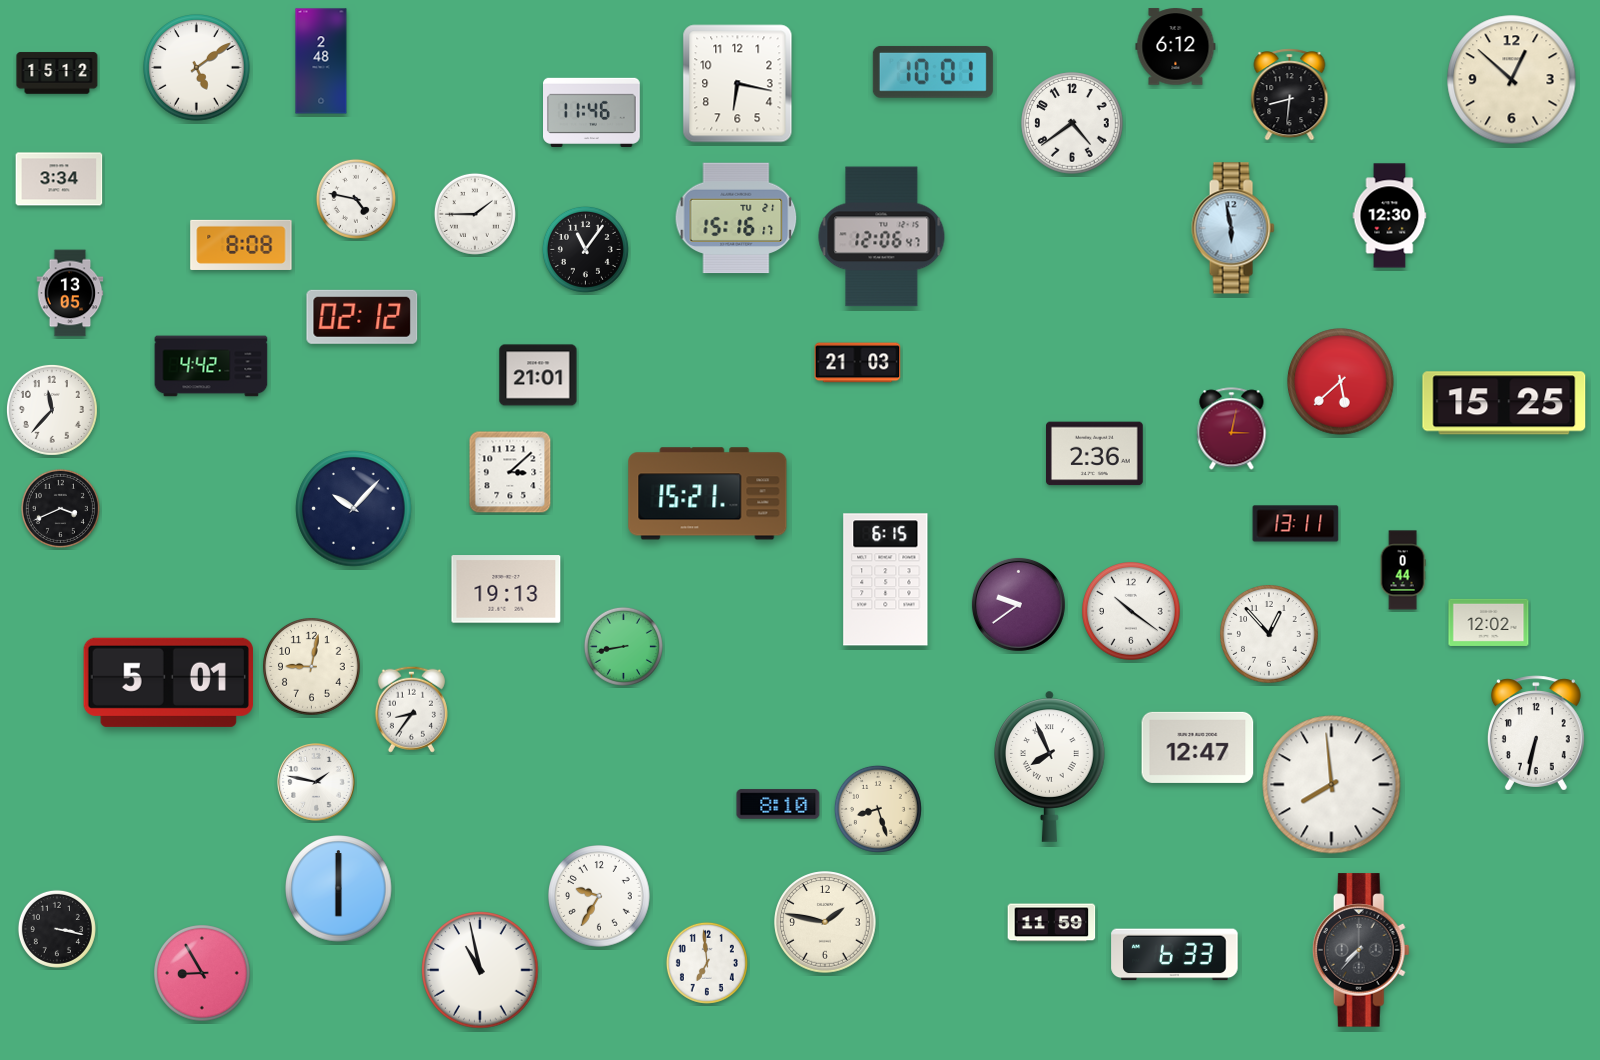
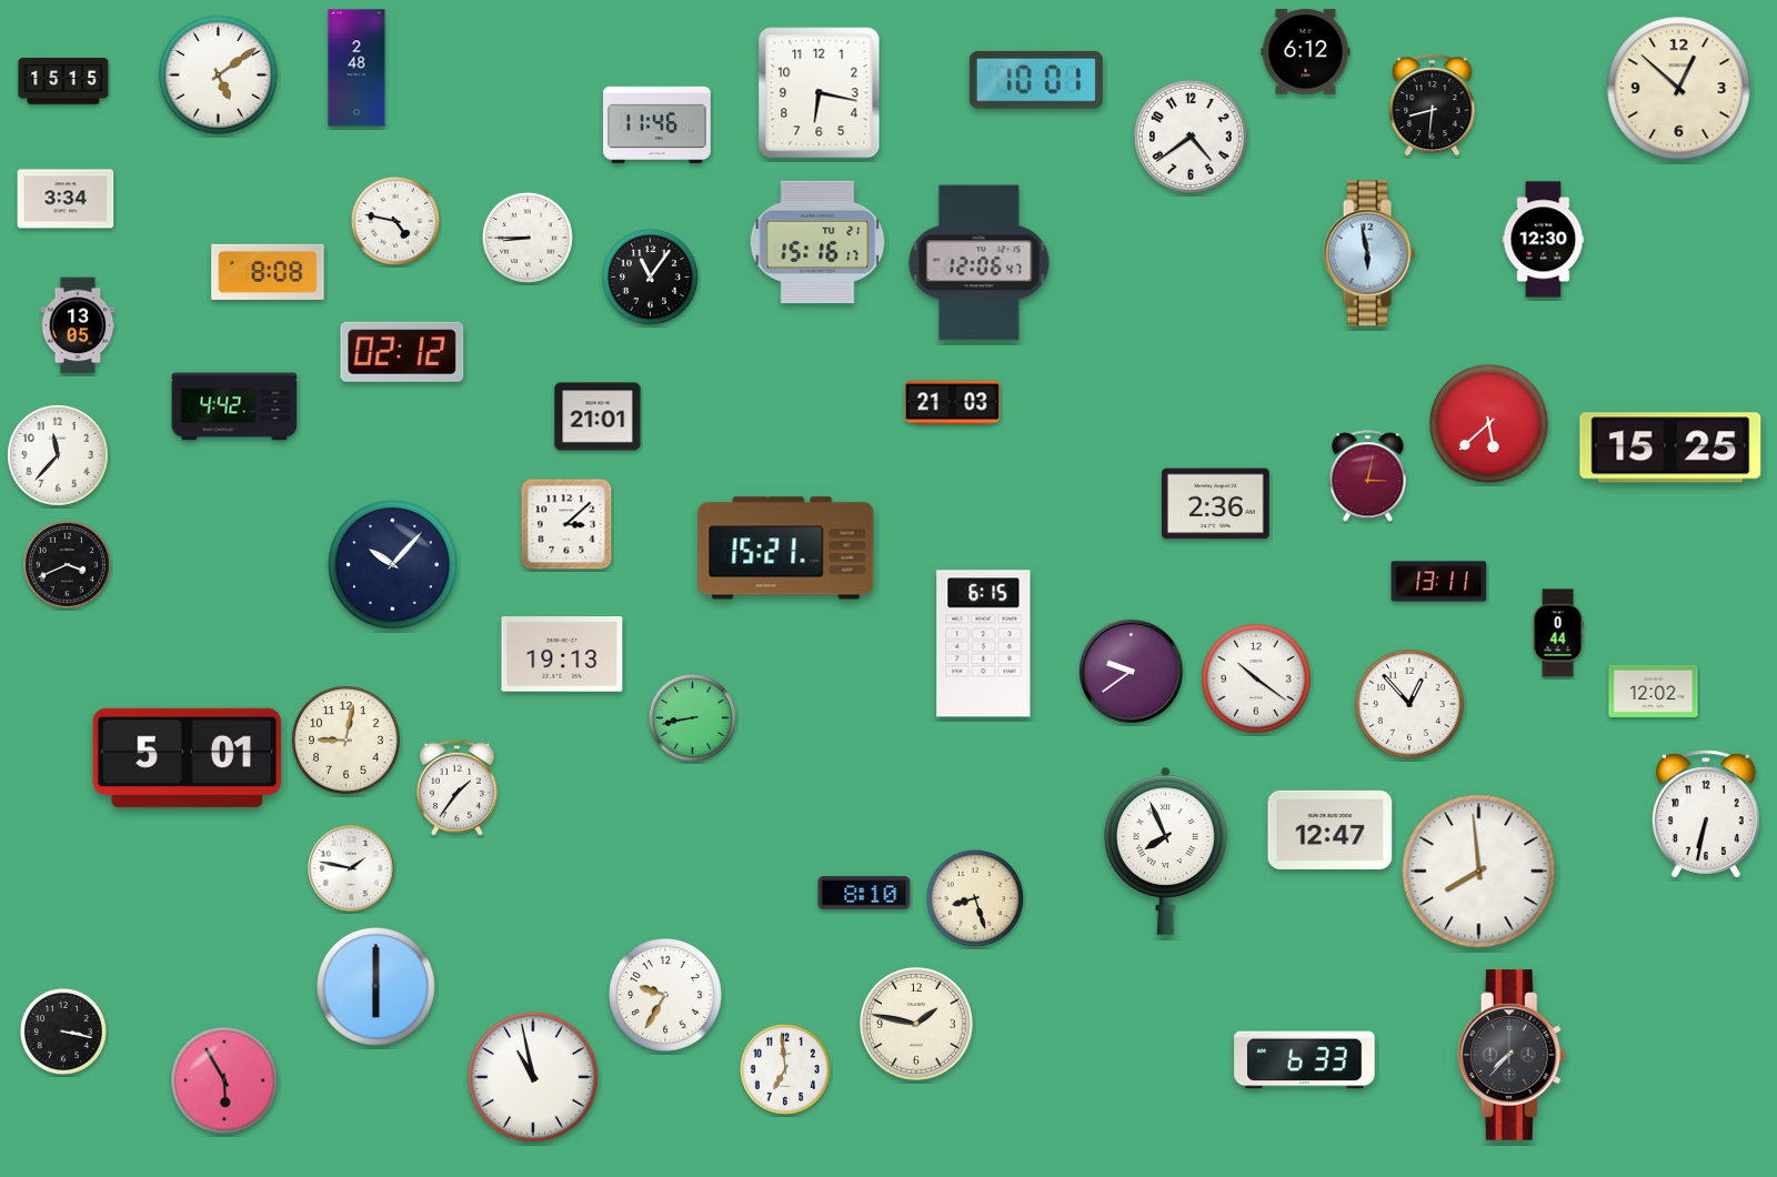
clock at (57, 73): 15:12 -> 15:15
clock at (475, 214): 1:45 -> 8:45
clock at (411, 709): 8:36 -> 1:36
clock at (1052, 923): 11:59 -> none
clock at (203, 974): 8:55 -> 5:55
